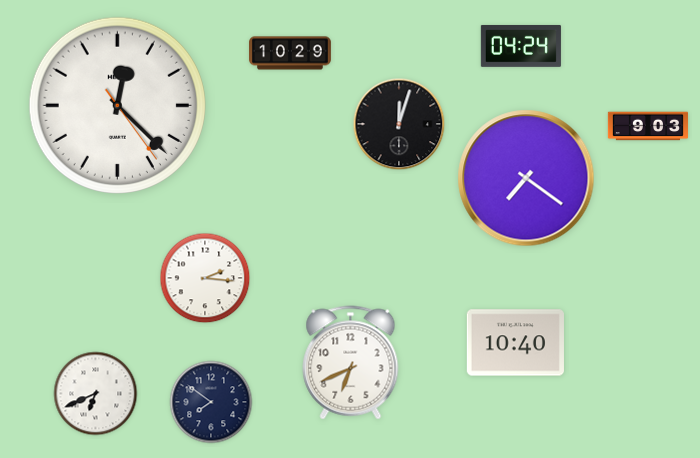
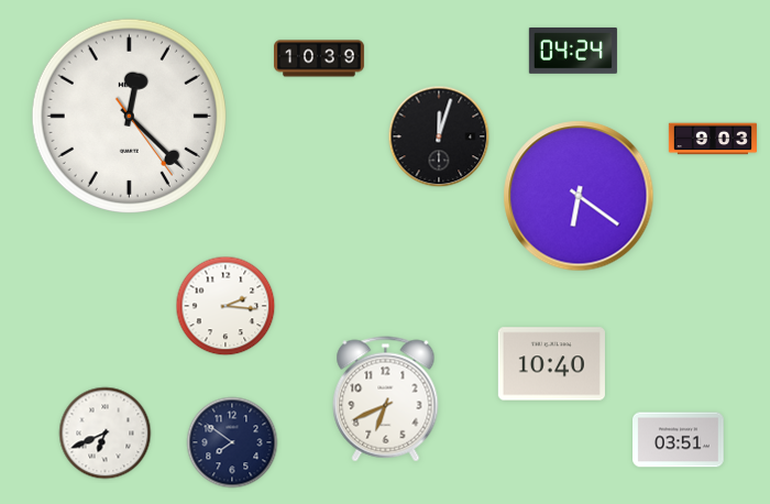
clock at (291, 53): 10:29 -> 10:39
clock at (526, 178): 7:21 -> 6:21
clock at (515, 343) position: (515, 343) -> (551, 364)
clock at (679, 440): none -> 03:51
